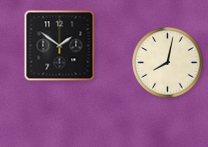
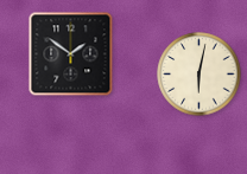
clock at (168, 63): 8:02 -> 6:02
